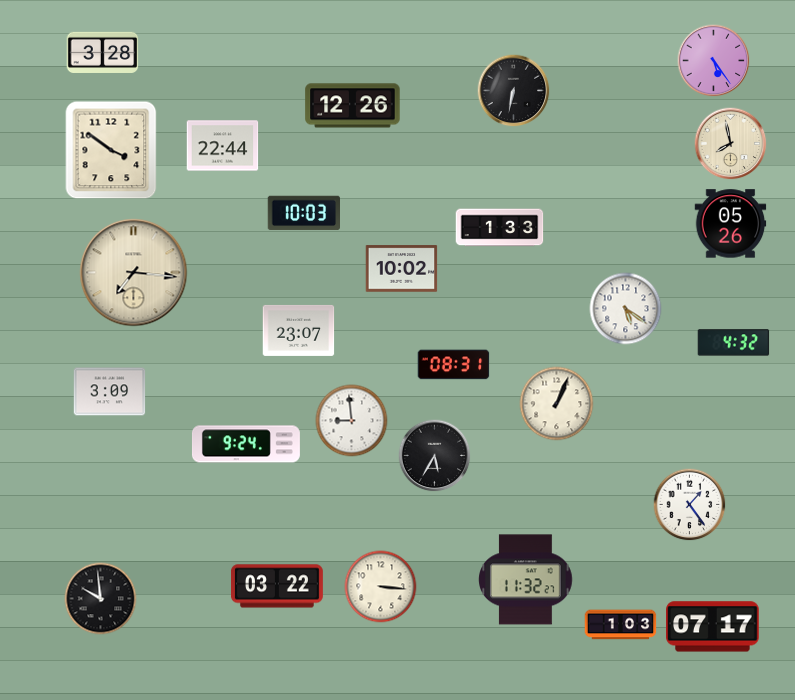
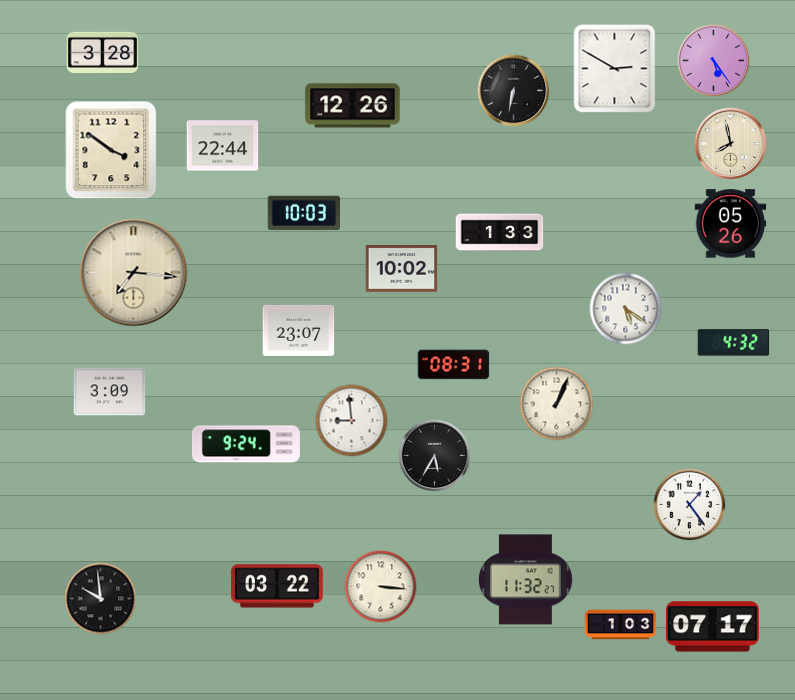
clock at (615, 69): none -> 2:50
clock at (500, 228) position: (500, 228) -> (500, 233)
